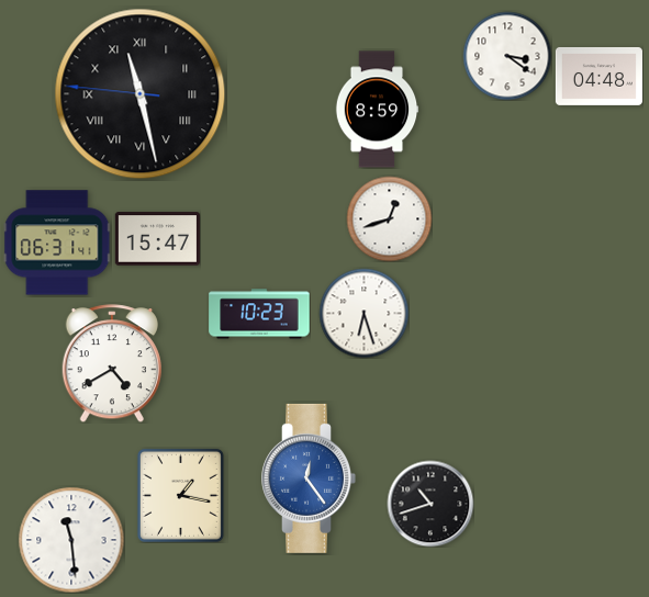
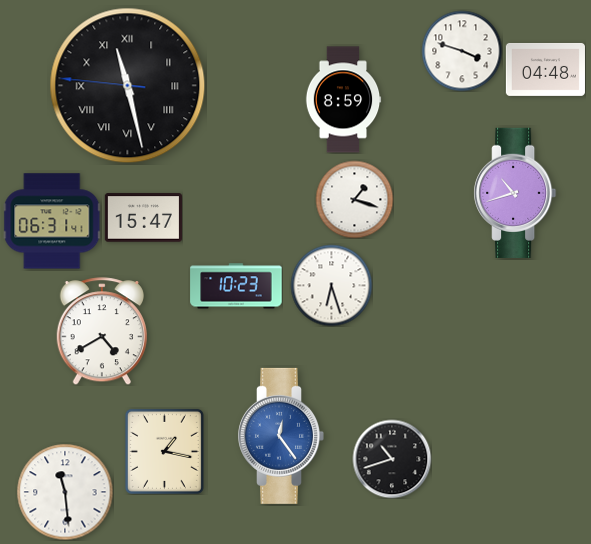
clock at (507, 56): 3:21 -> 3:48
clock at (515, 193): none -> 10:42
clock at (389, 218): 12:42 -> 1:18
